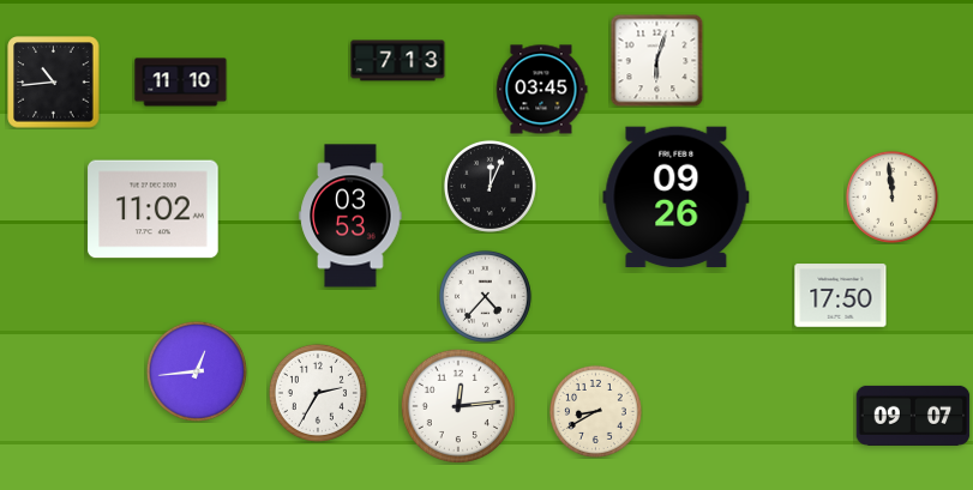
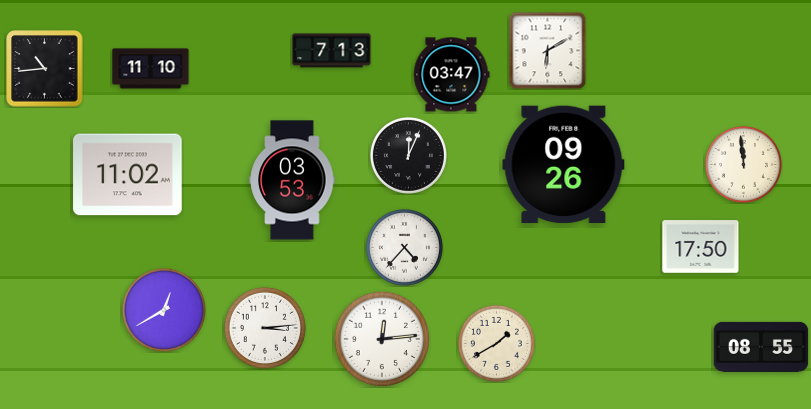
clock at (656, 60): 6:03 -> 6:10
clock at (541, 90): 03:45 -> 03:47
clock at (197, 371): 12:44 -> 12:40
clock at (318, 393): 2:35 -> 3:14
clock at (595, 411): 8:40 -> 1:40
clock at (913, 416): 09:07 -> 08:55
